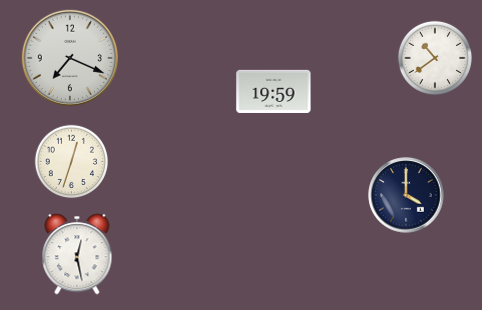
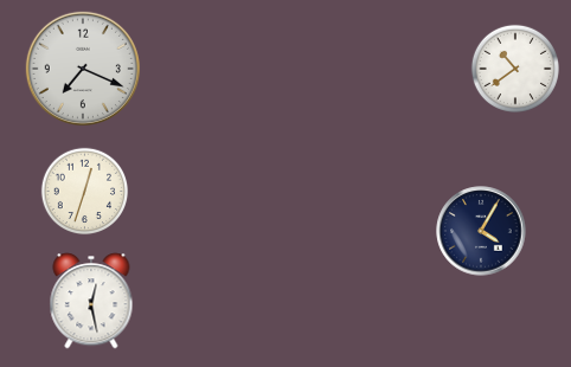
clock at (274, 91): 19:59 -> none
clock at (406, 195): 4:00 -> 4:05
